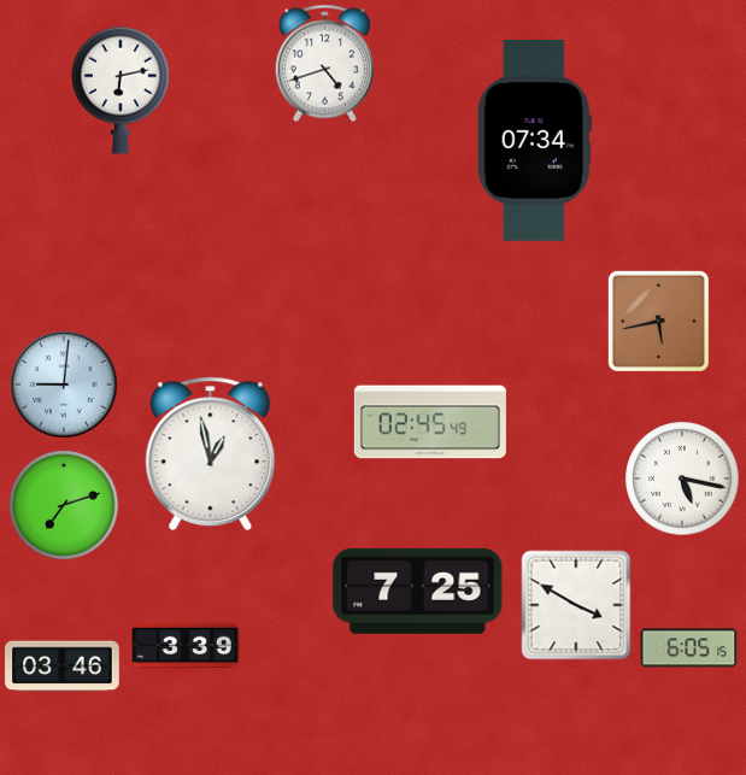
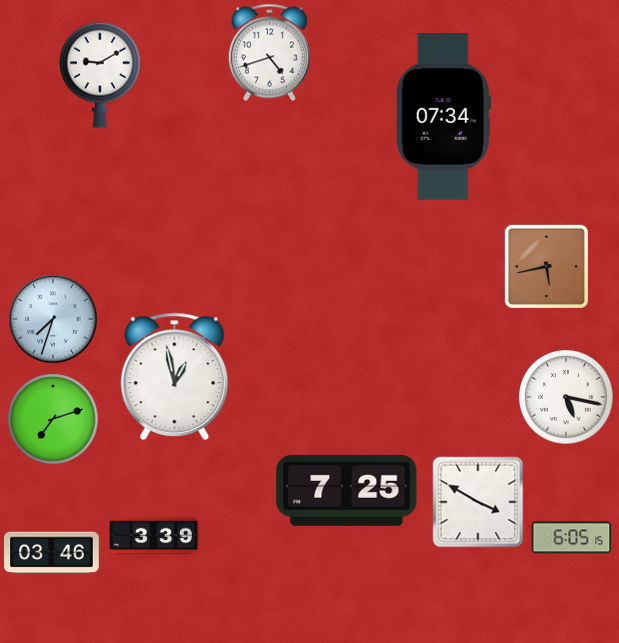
clock at (122, 90): 6:13 -> 9:10
clock at (64, 384): 9:01 -> 7:33
clock at (430, 422): 02:45 -> none
